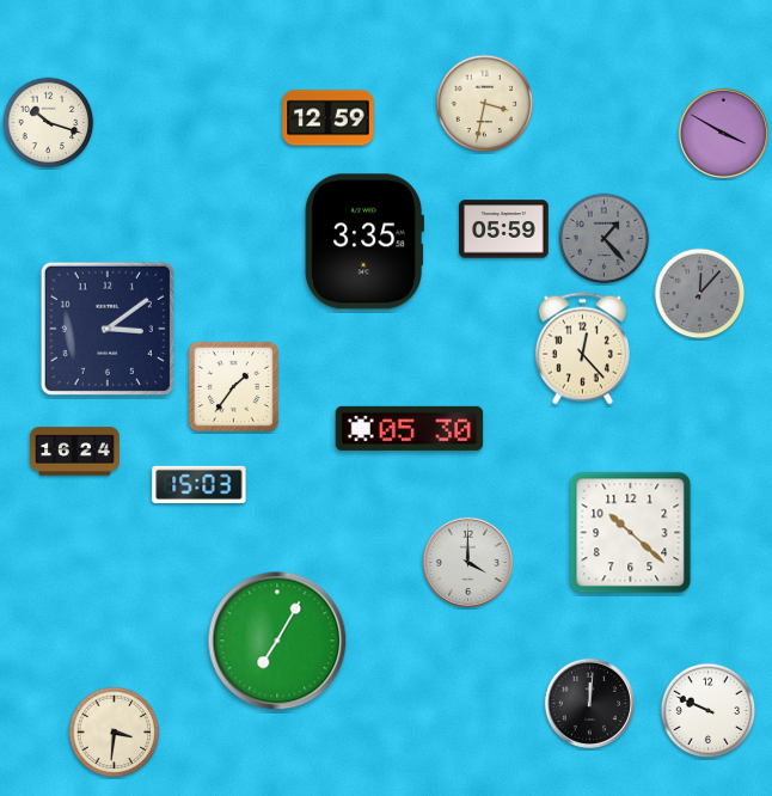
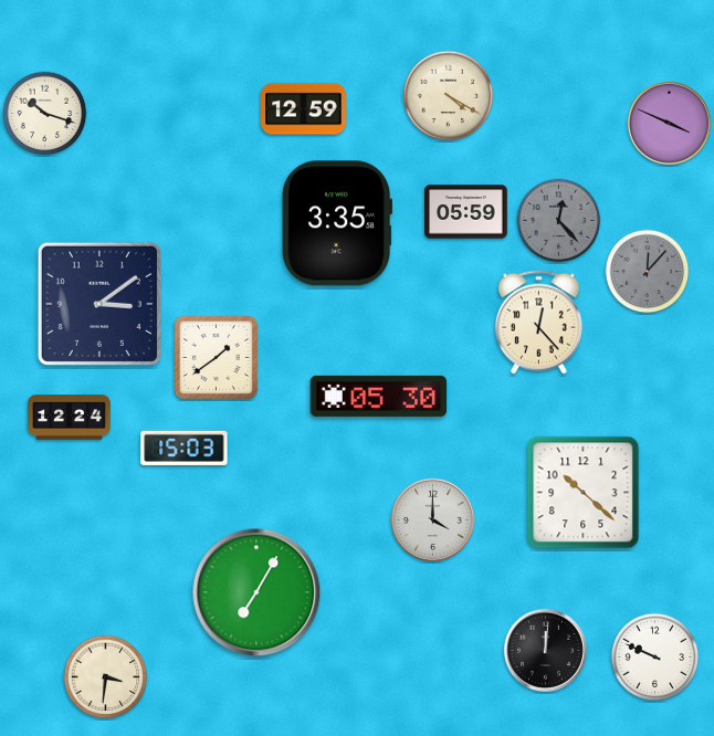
clock at (485, 104): 3:32 -> 4:20
clock at (723, 133): 3:50 -> 3:49
clock at (605, 239): 1:23 -> 12:23
clock at (233, 386): 1:36 -> 1:39
clock at (75, 452): 16:24 -> 12:24
